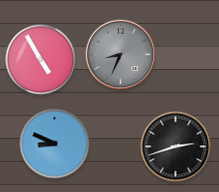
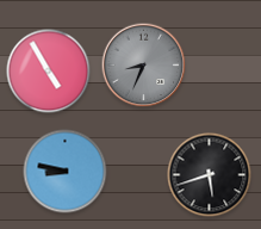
clock at (55, 144): 8:49 -> 8:47
clock at (176, 147): 2:42 -> 5:42
